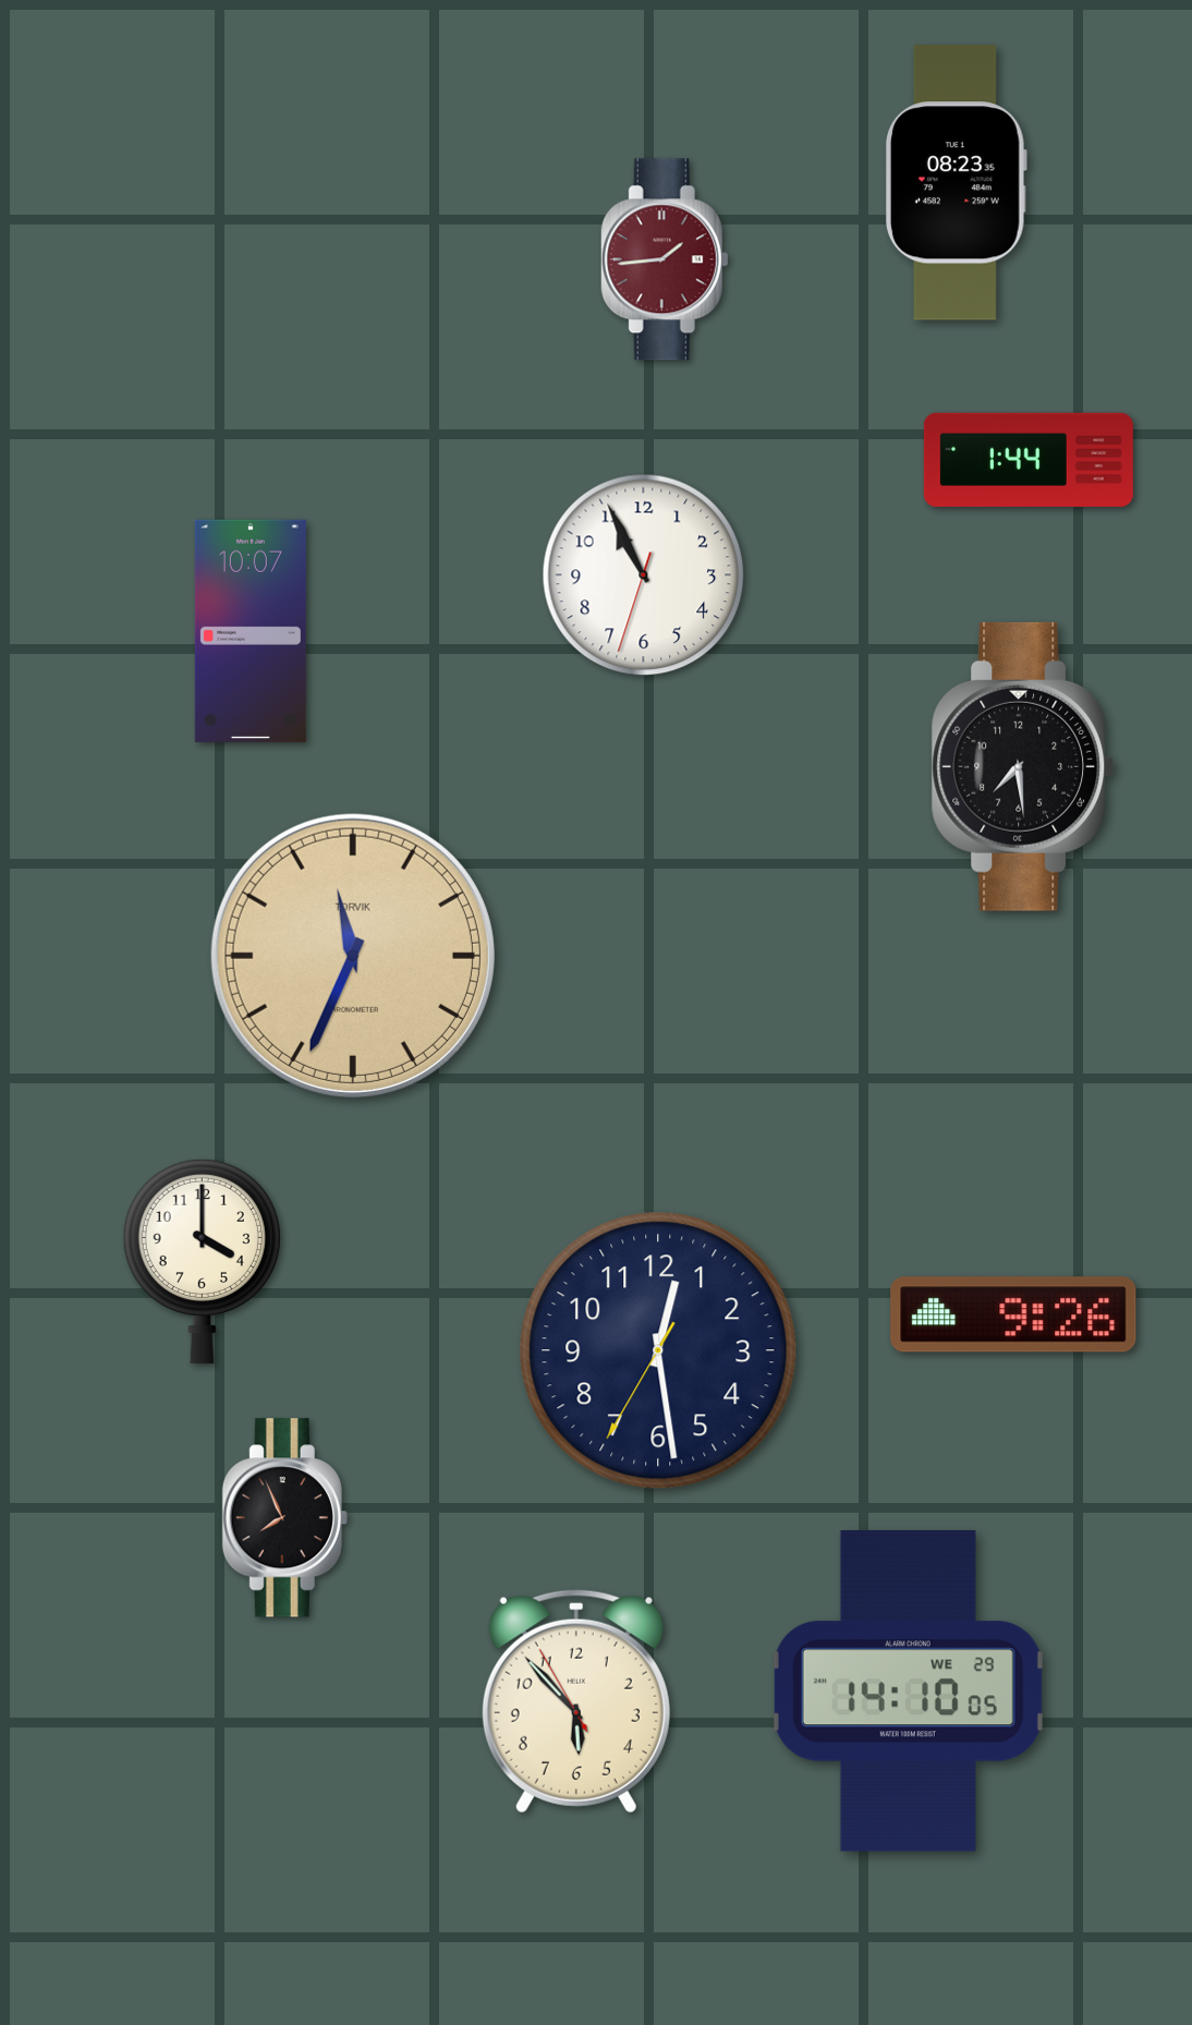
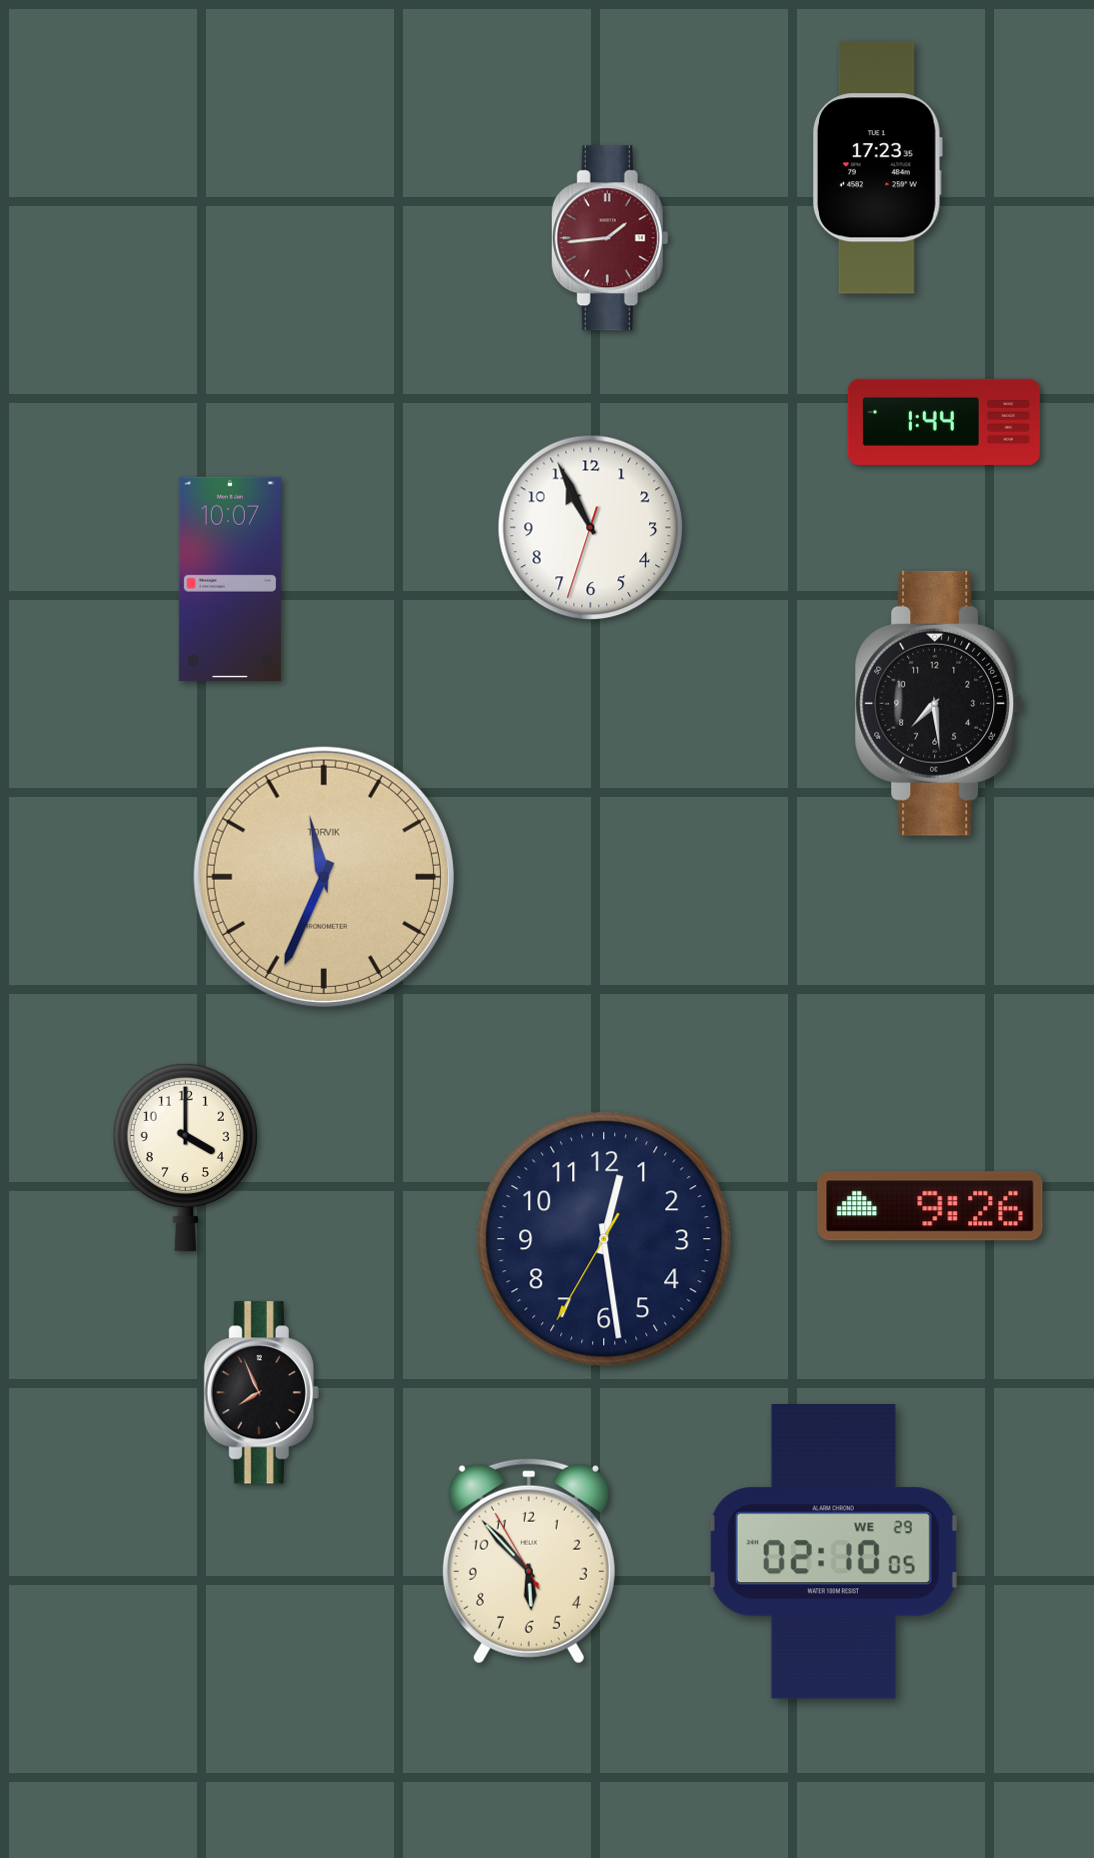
clock at (956, 183): 08:23 -> 17:23
clock at (908, 1691): 14:10 -> 02:10
